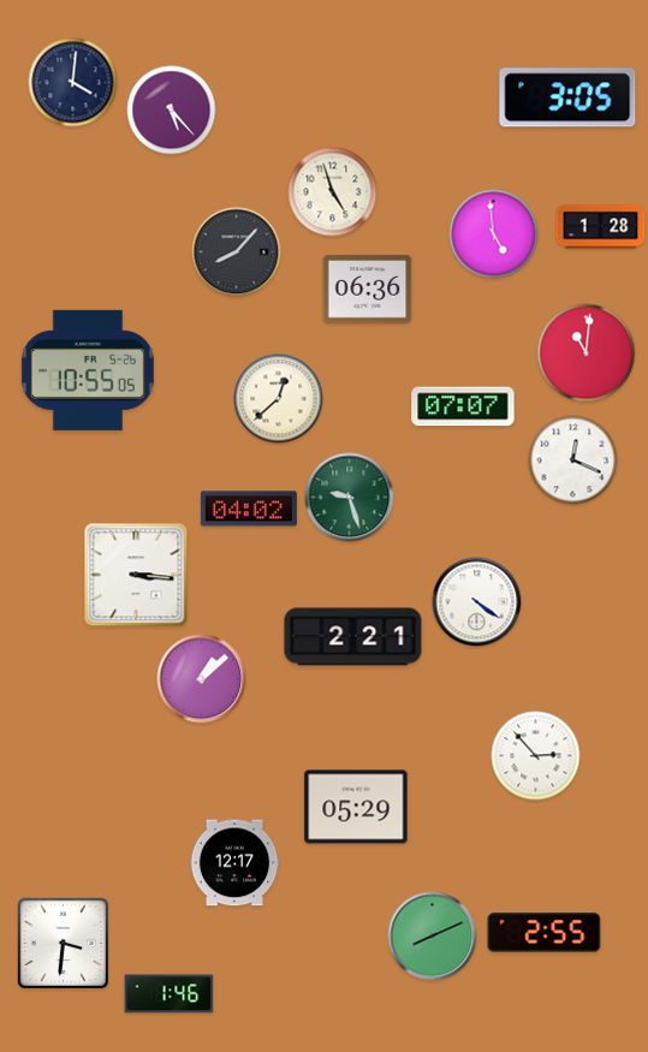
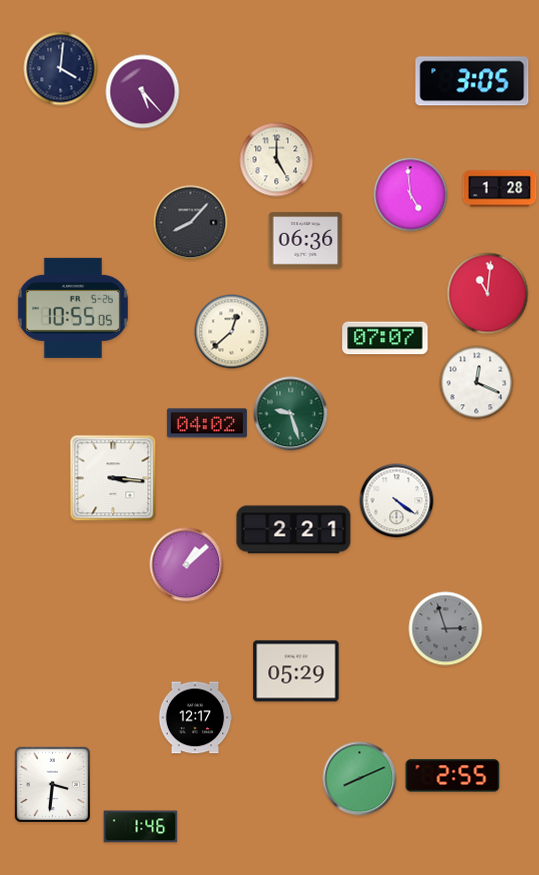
clock at (333, 192): 4:57 -> 5:00
clock at (237, 252) position: (237, 252) -> (191, 223)
clock at (202, 679) position: (202, 679) -> (187, 565)
clock at (536, 756): 2:53 -> 2:57
clock at (536, 756) dial: white -> grey
